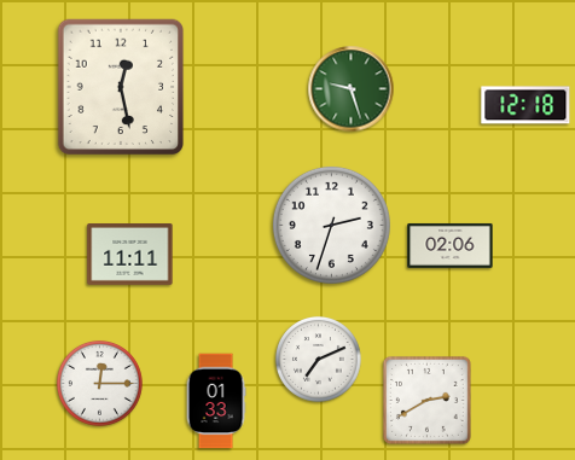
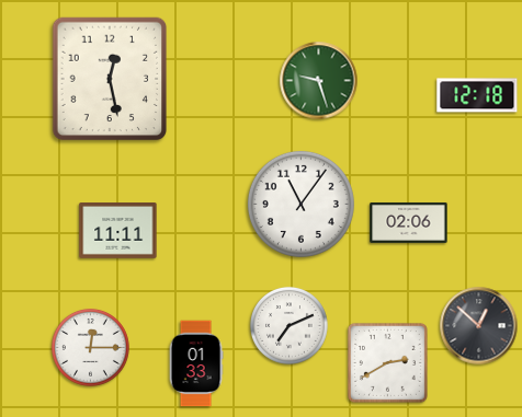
clock at (331, 225): 2:33 -> 11:06
clock at (479, 326): none -> 12:52
